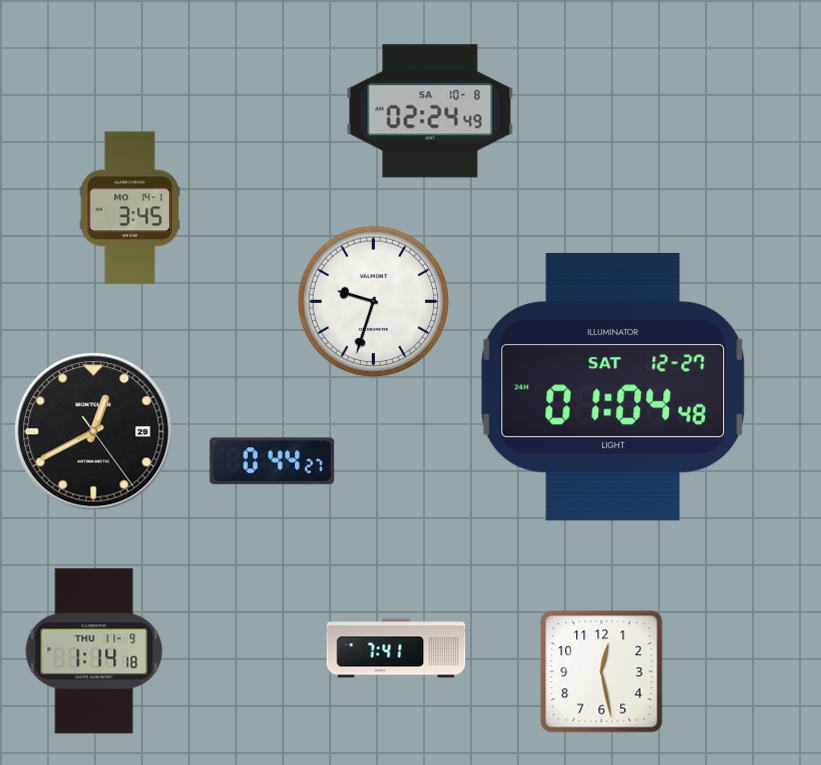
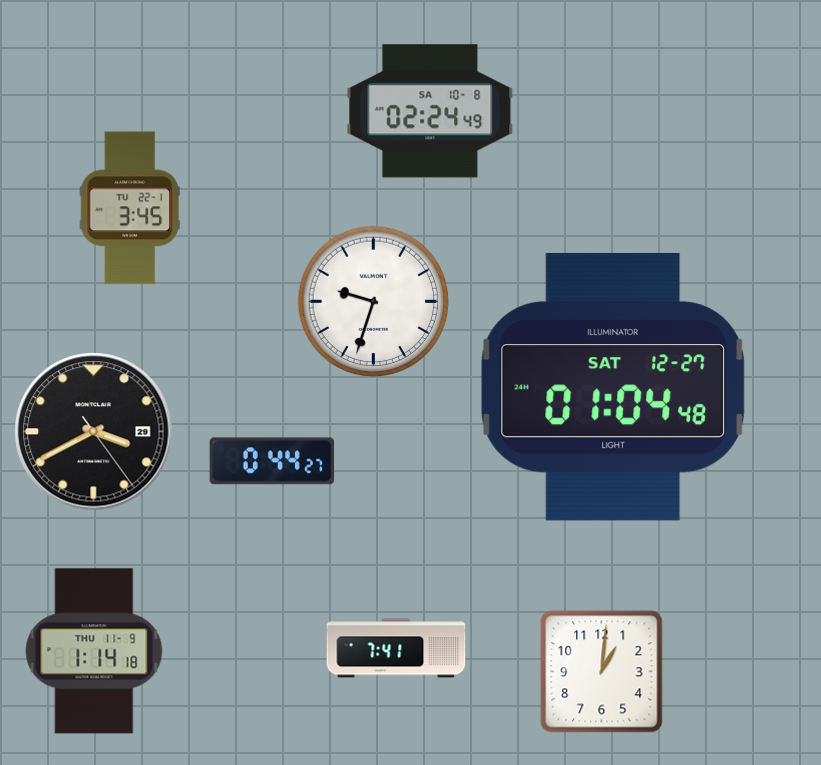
clock at (130, 208) date: MO 14-1 -> TU 22-1
clock at (94, 432): 12:40 -> 3:40
clock at (602, 672): 12:28 -> 1:01
